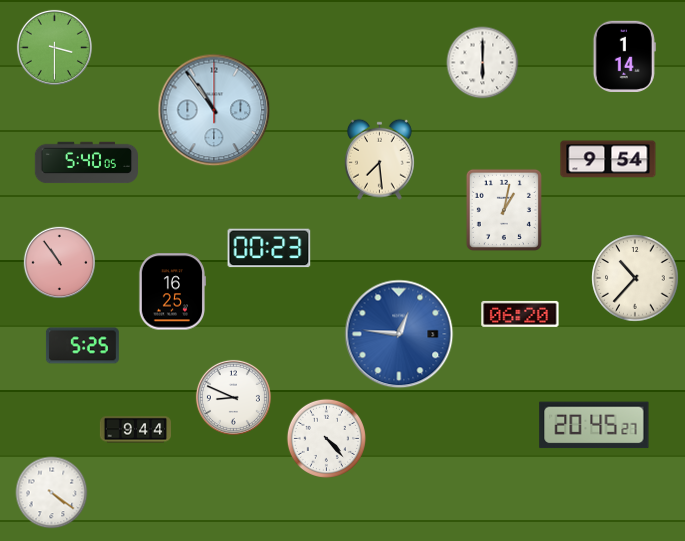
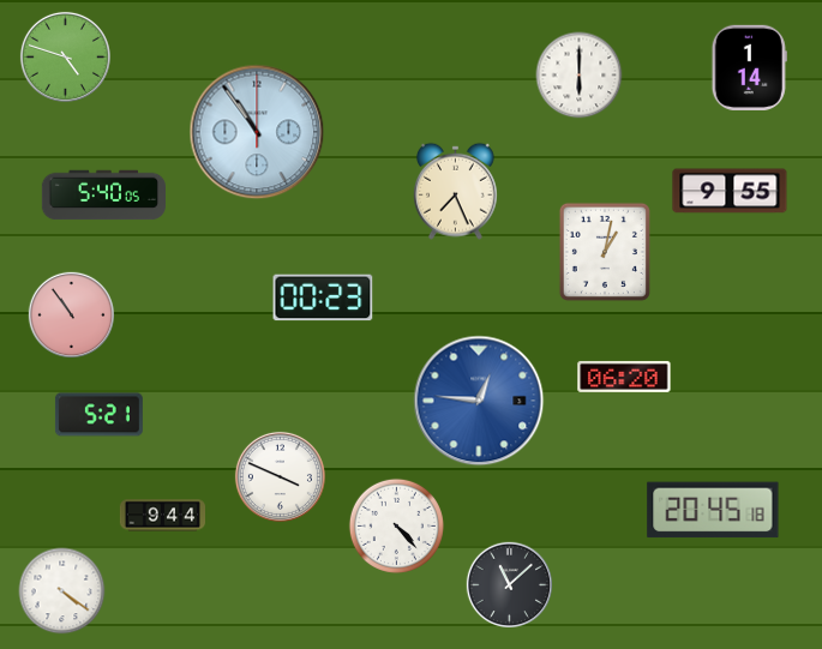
clock at (54, 47): 3:30 -> 4:48
clock at (379, 159): 7:29 -> 7:26
clock at (608, 159): 9:54 -> 9:55
clock at (635, 278): 10:37 -> none
clock at (171, 292): 16:25 -> none
clock at (82, 346): 5:25 -> 5:21
clock at (233, 397): 8:49 -> 3:49
clock at (594, 425): 20:45:27 -> 20:45:18
clock at (326, 438) position: (326, 438) -> (396, 525)
clock at (509, 584): none -> 11:08
